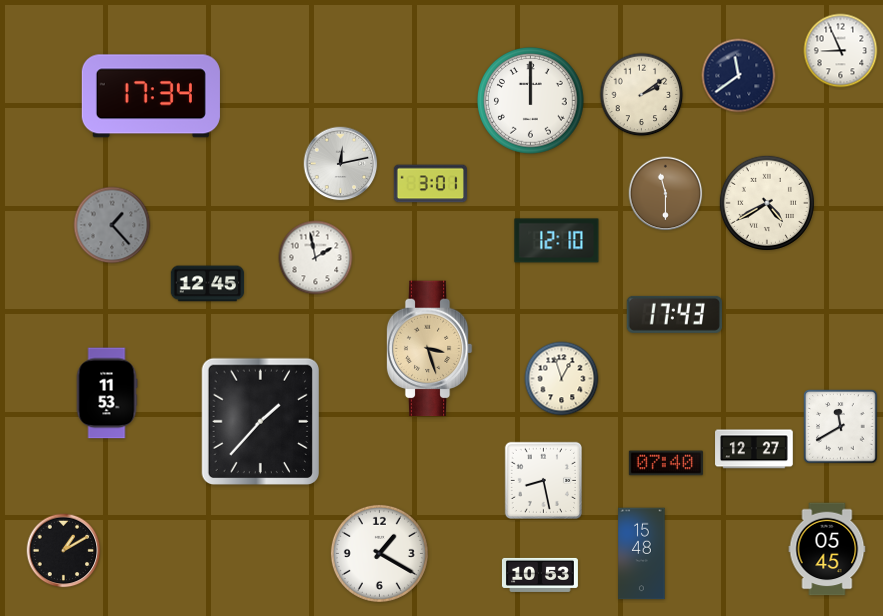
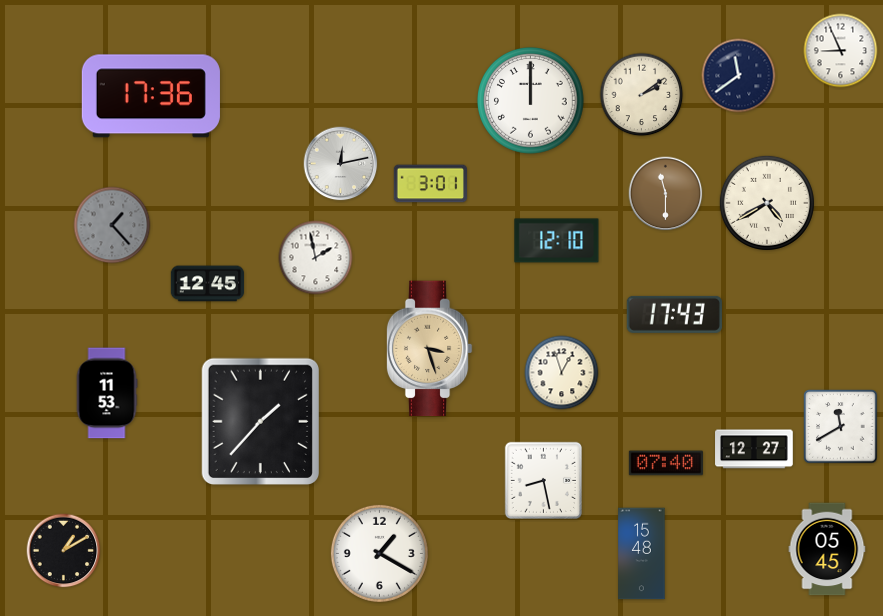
clock at (151, 96): 17:34 -> 17:36
clock at (562, 379) position: (562, 379) -> (562, 373)
clock at (540, 575): 10:53 -> none
